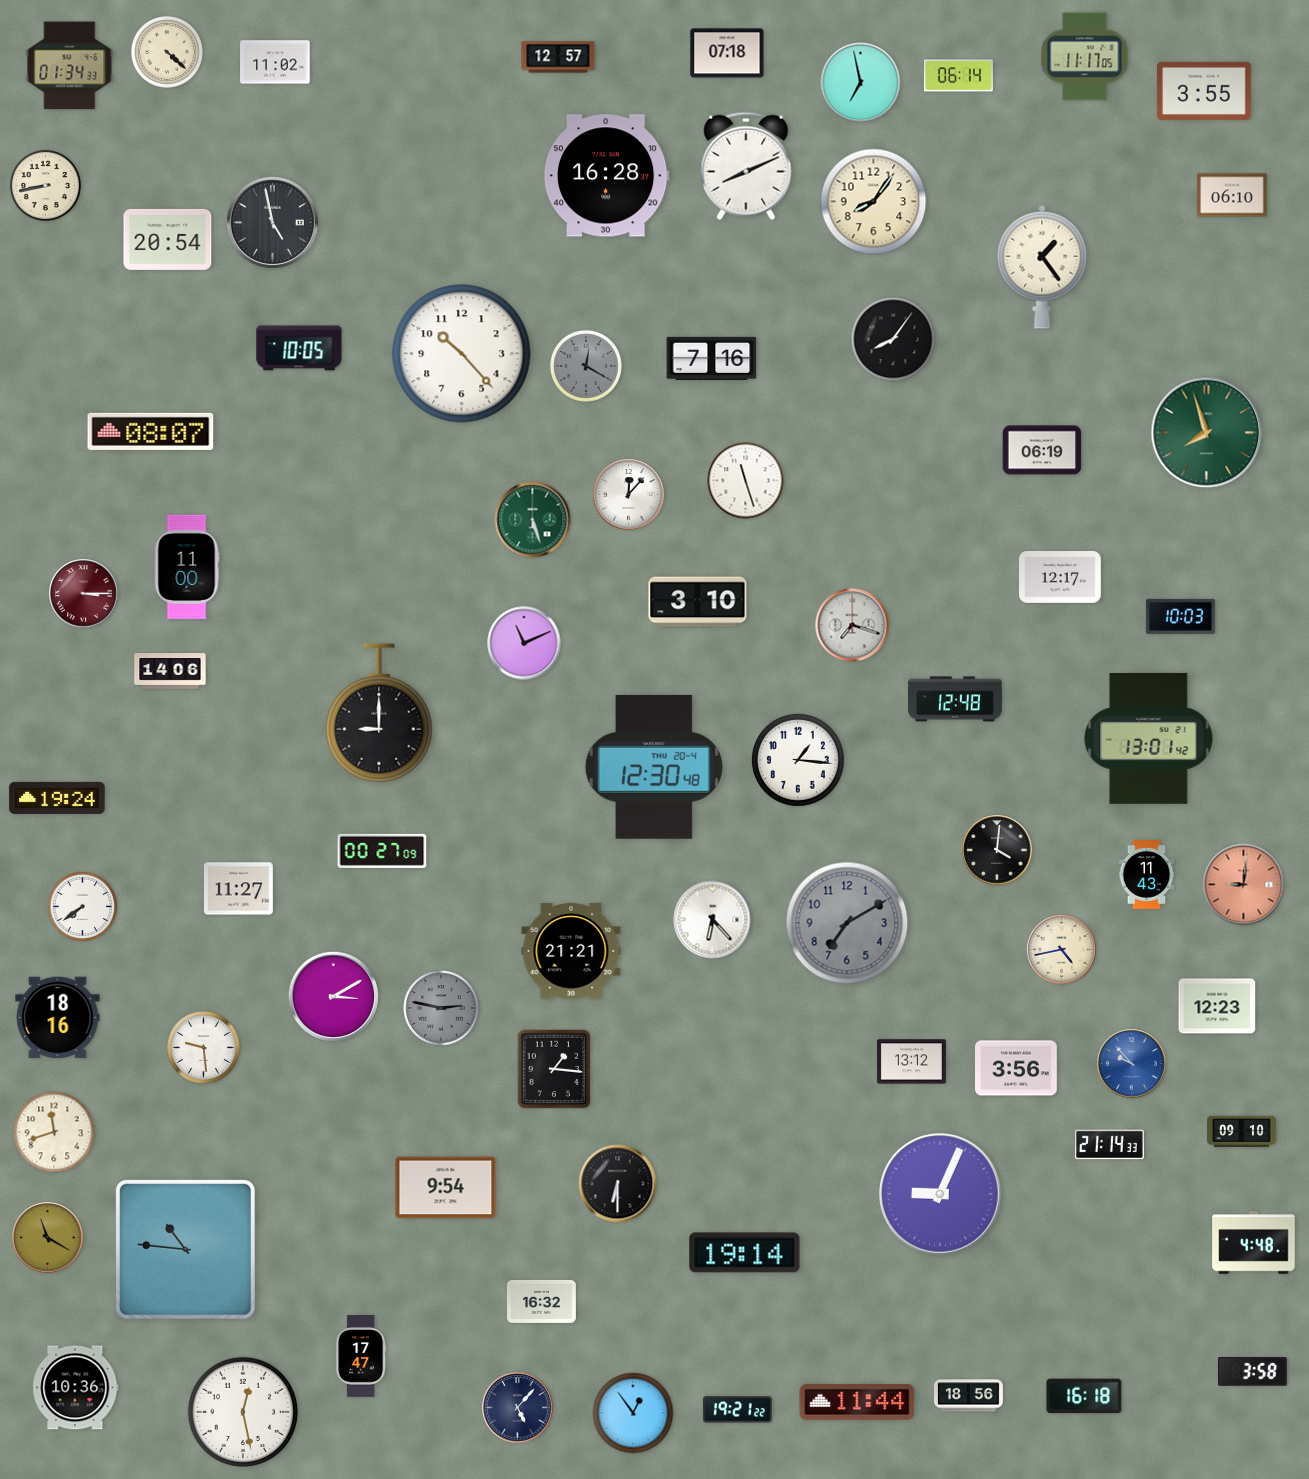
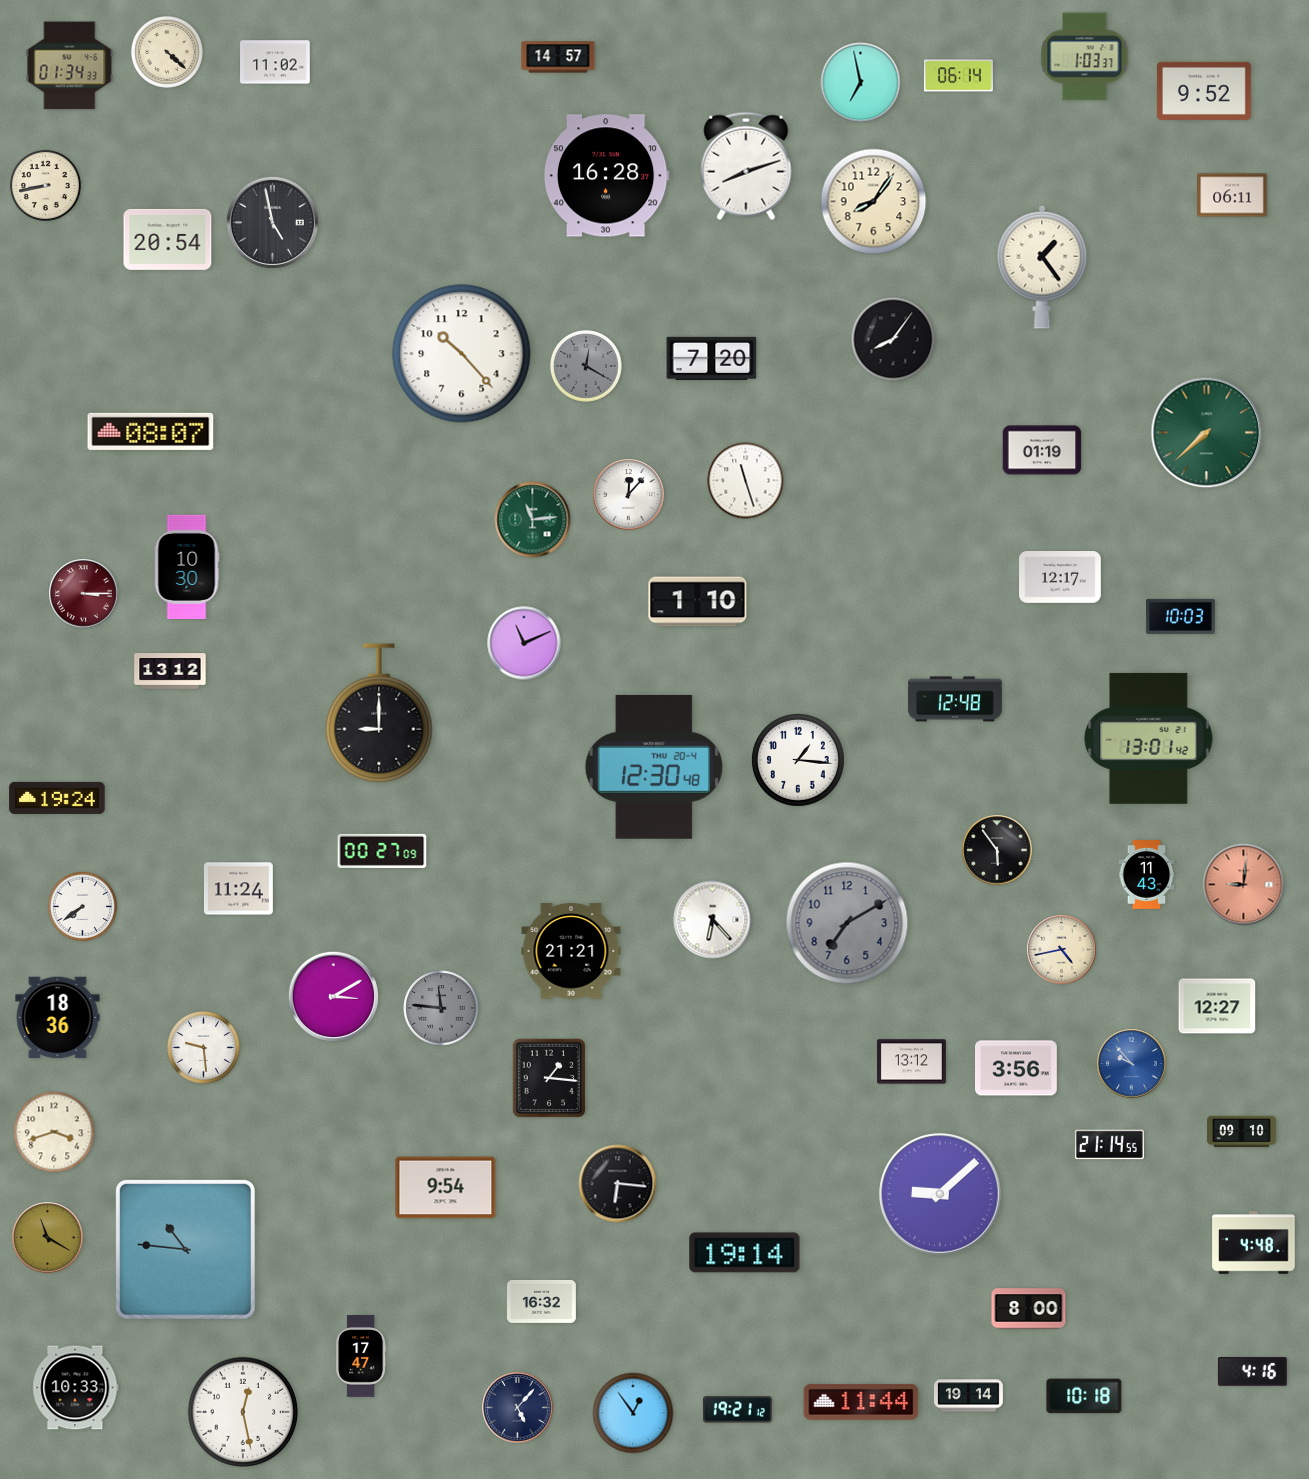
clock at (727, 53): 07:18 -> none
clock at (558, 57): 12:57 -> 14:57
clock at (1085, 57): 11:17 -> 1:03
clock at (1204, 91): 3:55 -> 9:52
clock at (746, 166): 8:11 -> 8:12
clock at (1232, 195): 06:10 -> 06:11
clock at (299, 348): 10:05 -> none
clock at (712, 358): 7:16 -> 7:20
clock at (1207, 433): 7:57 -> 7:38
clock at (1042, 450): 06:19 -> 01:19
clock at (533, 520): 5:27 -> 11:14
clock at (187, 566): 11:00 -> 10:30
clock at (698, 602): 3:10 -> 1:10
clock at (852, 625): 7:18 -> none
clock at (170, 671): 14:06 -> 13:12
clock at (997, 850): 4:01 -> 5:54
clock at (238, 889): 11:27 -> 11:24
clock at (1217, 1006): 12:23 -> 12:27
clock at (441, 1008): 2:47 -> 11:46
clock at (58, 1018): 18:16 -> 18:36
clock at (554, 1069) position: (554, 1069) -> (549, 1078)
clock at (54, 1132): 11:42 -> 3:42
clock at (1109, 1145): 21:14:33 -> 21:14:55
clock at (618, 1184): 6:30 -> 6:16
clock at (940, 1194): 9:04 -> 9:08
clock at (1029, 1309): none -> 8:00
clock at (1252, 1372): 3:58 -> 4:16
clock at (76, 1388): 10:36 -> 10:33
clock at (969, 1396): 18:56 -> 19:14
clock at (1084, 1396): 16:18 -> 10:18
clock at (857, 1402) position: (857, 1402) -> (861, 1402)
clock at (737, 1410): 19:21:22 -> 19:21:12
